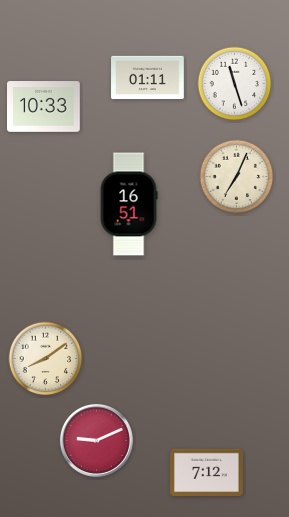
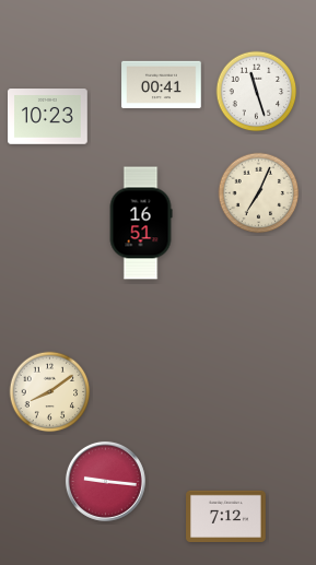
clock at (148, 78): 01:11 -> 00:41
clock at (44, 107): 10:33 -> 10:23
clock at (96, 440): 9:11 -> 9:16
